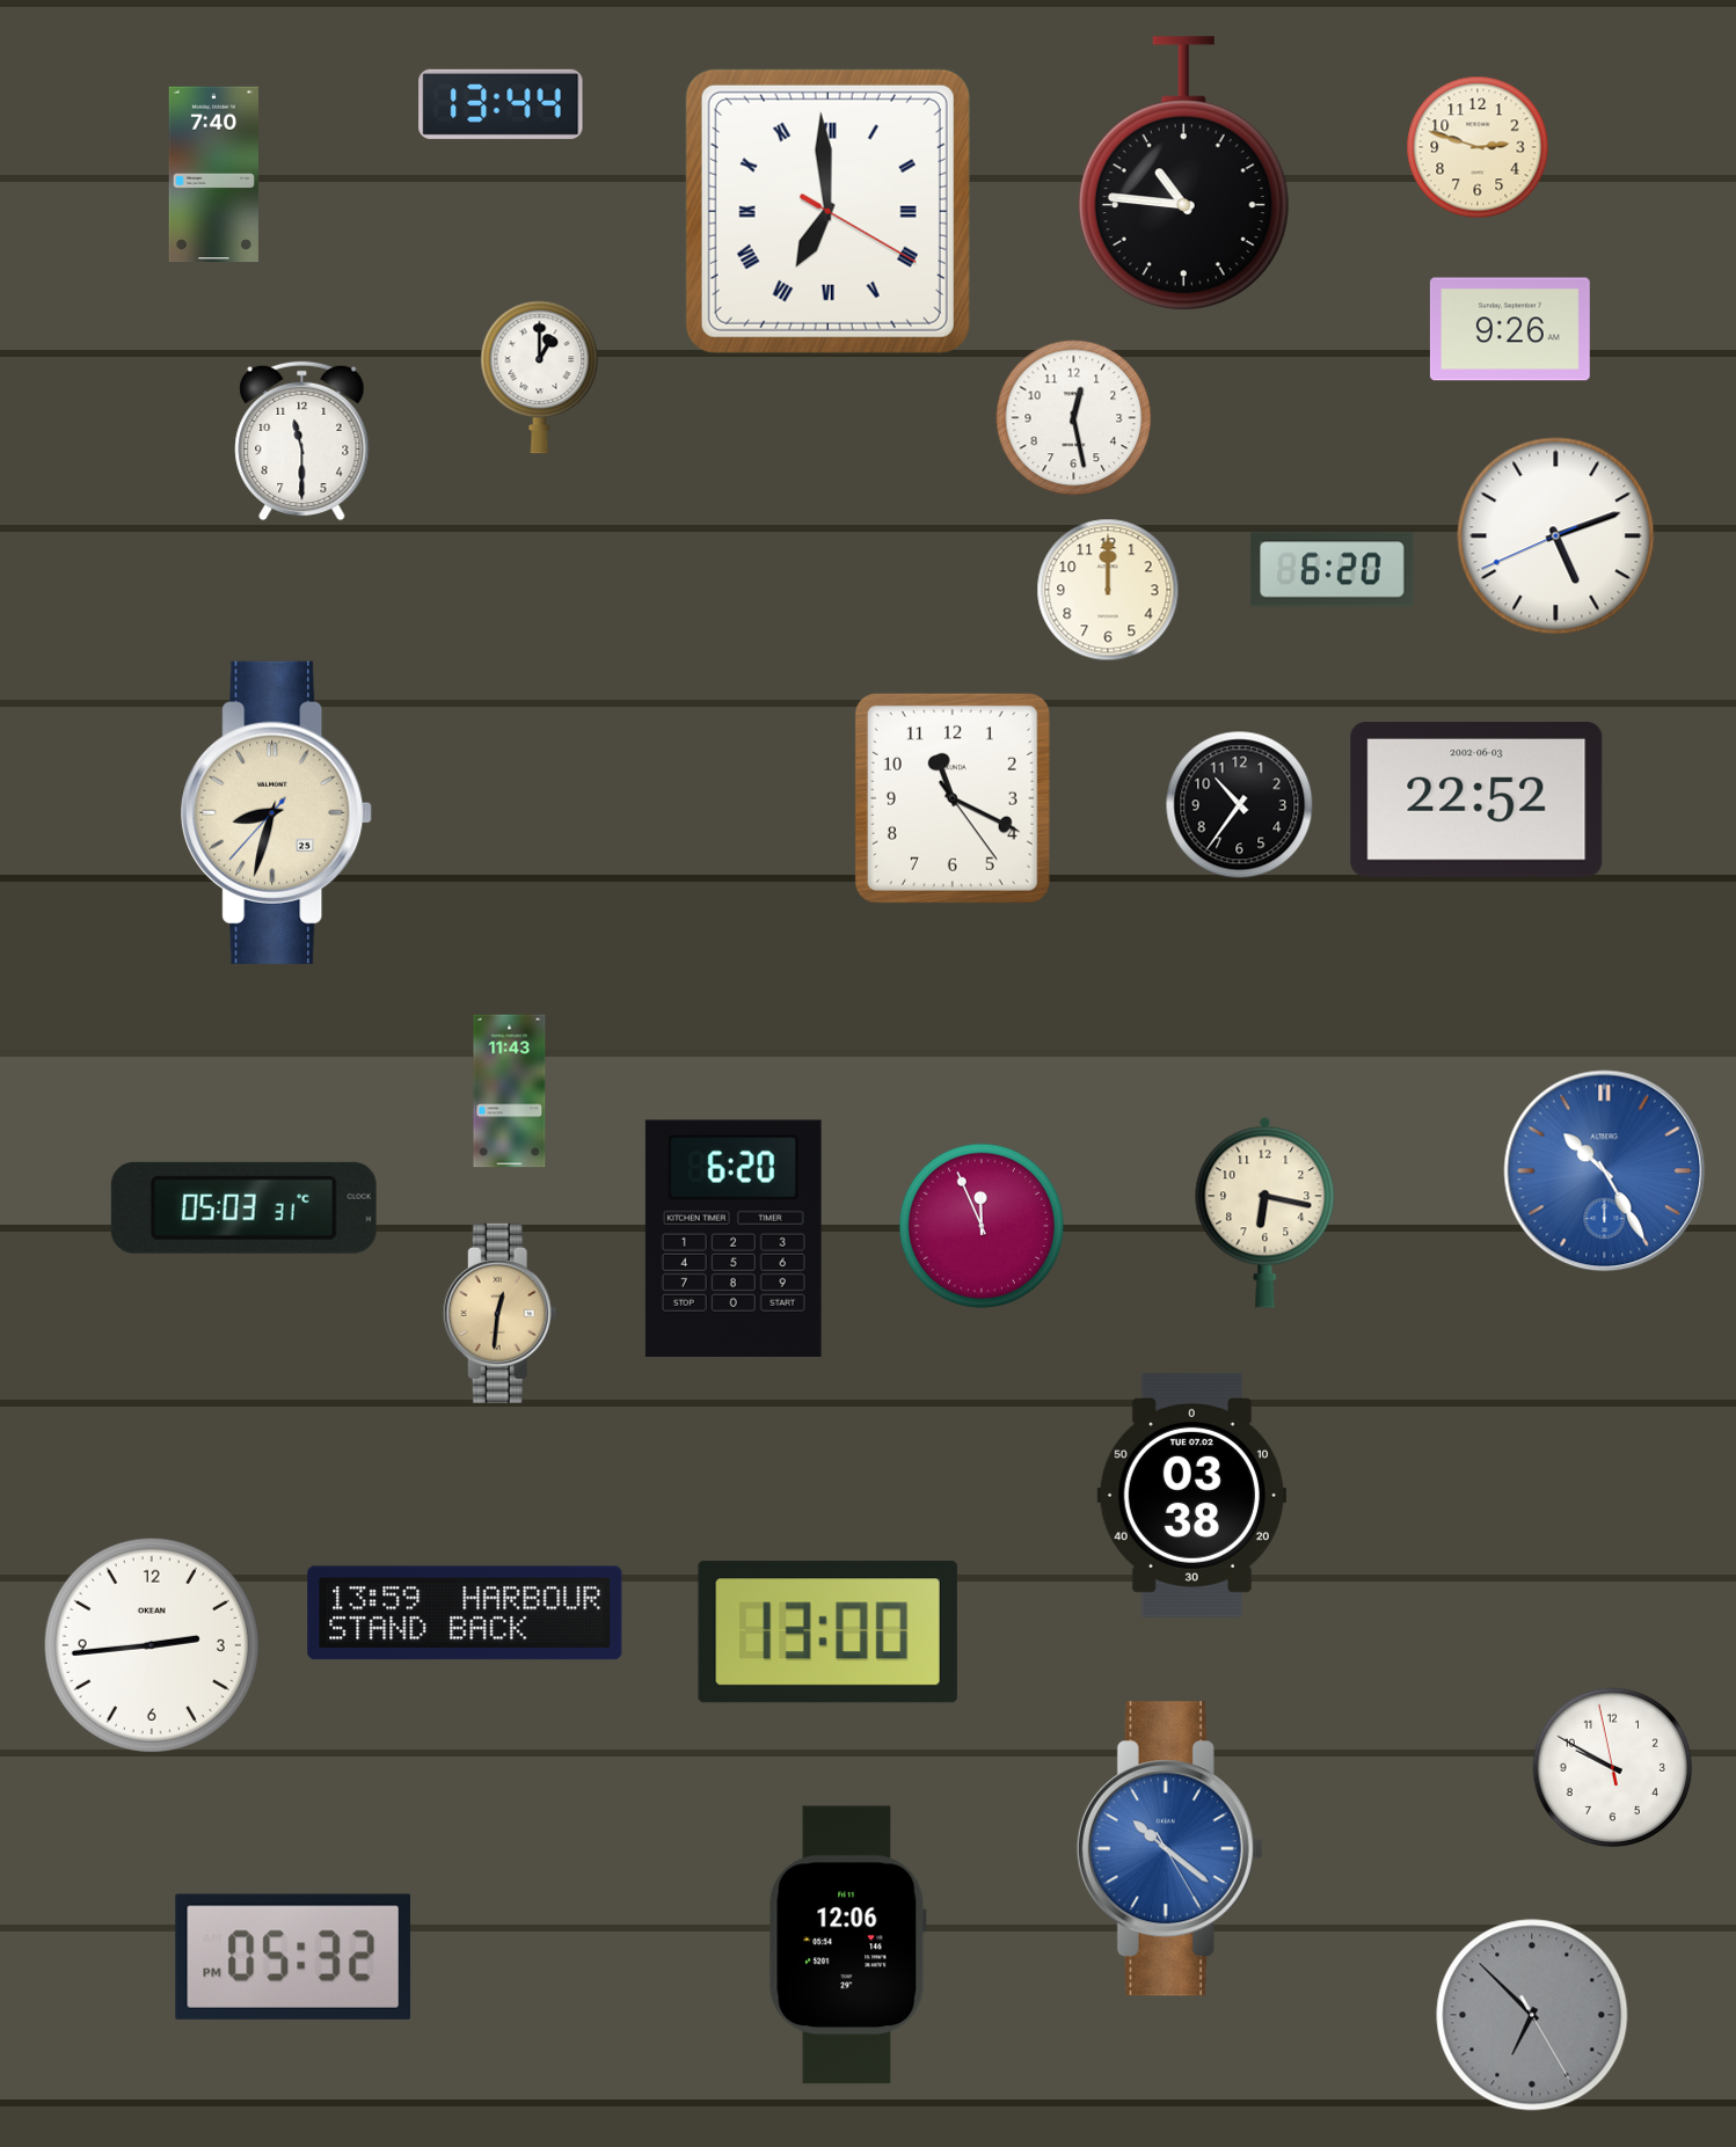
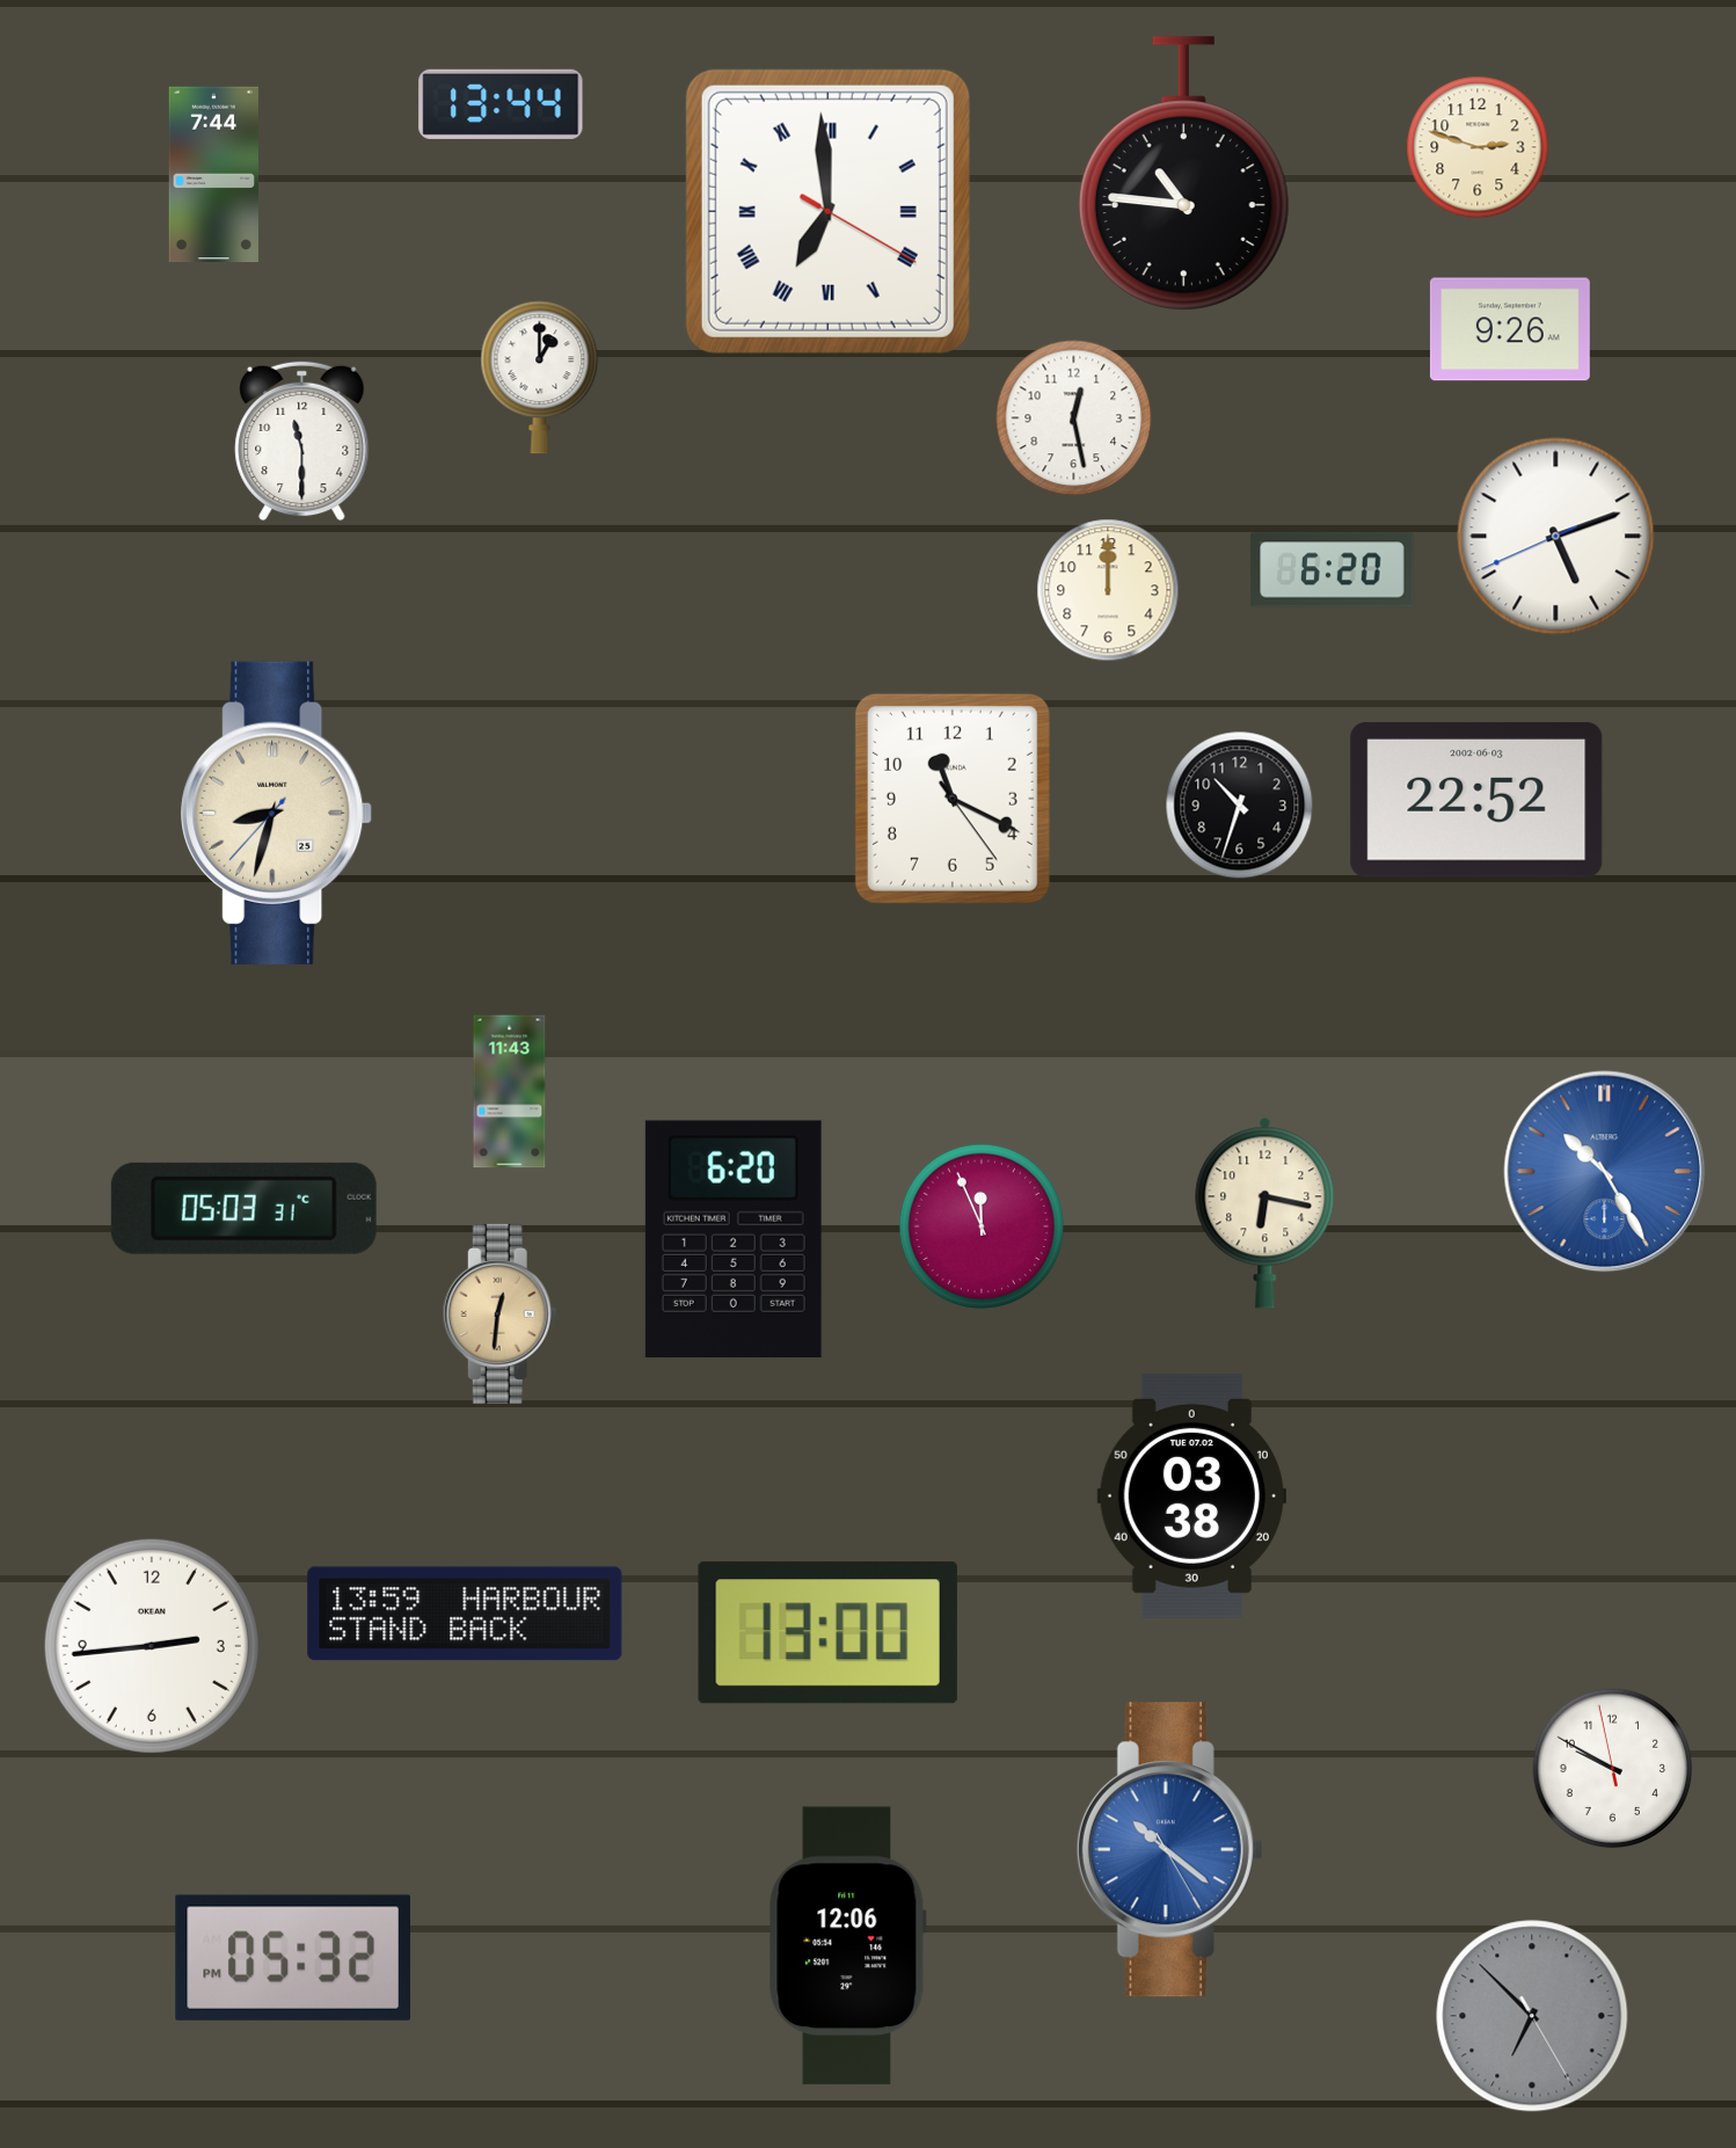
clock at (213, 175): 7:40 -> 7:44
clock at (1240, 805): 10:36 -> 10:33
